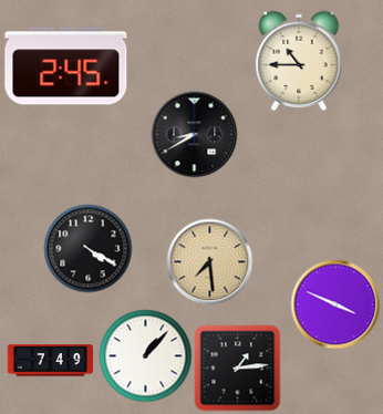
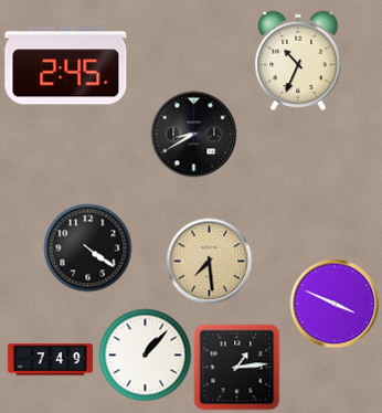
clock at (299, 61): 10:45 -> 10:34
clock at (87, 248): 4:20 -> 4:21
